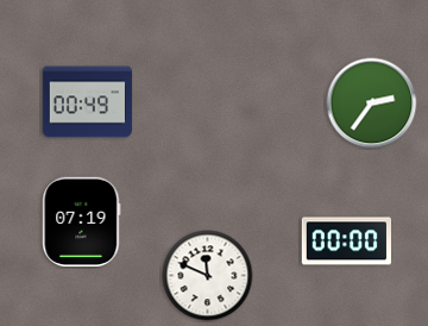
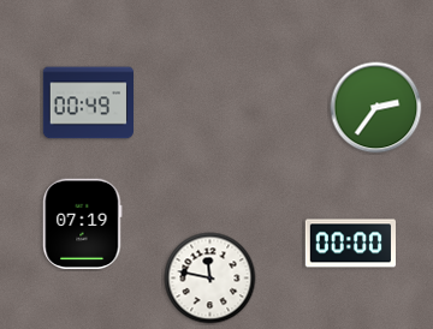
clock at (372, 104) position: (372, 104) -> (376, 108)
clock at (208, 276): 11:49 -> 11:47
